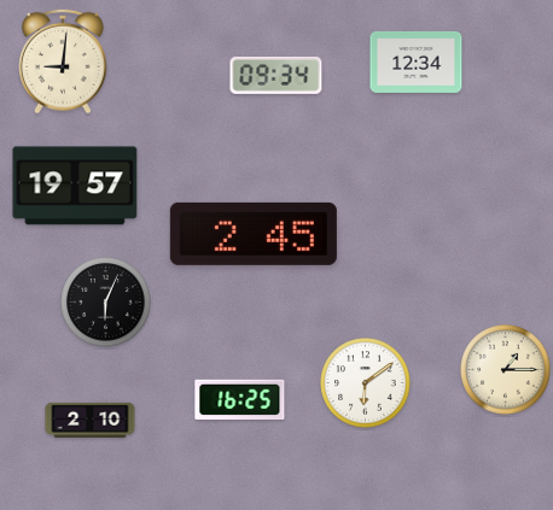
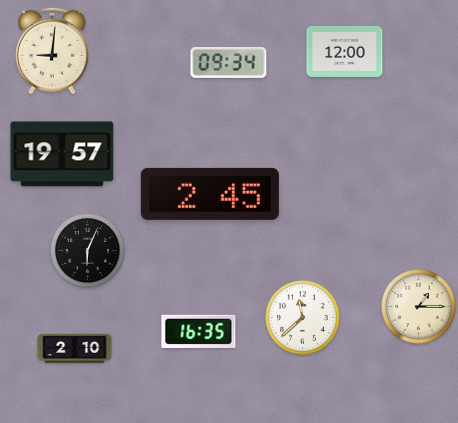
clock at (417, 61): 12:34 -> 12:00
clock at (366, 383): 6:09 -> 11:38
clock at (240, 399): 16:25 -> 16:35
